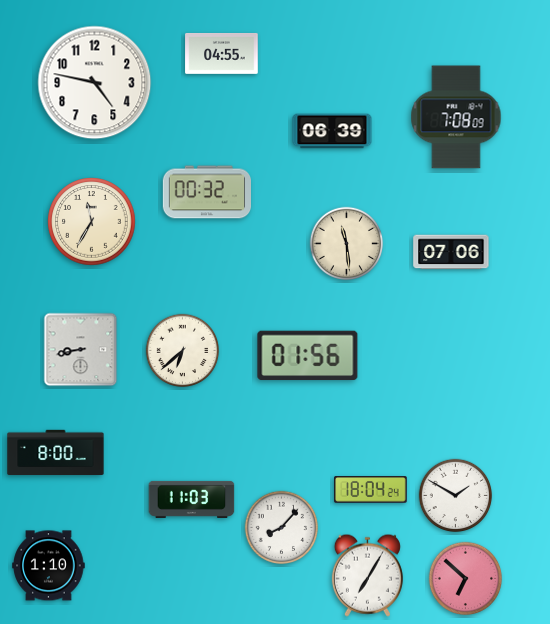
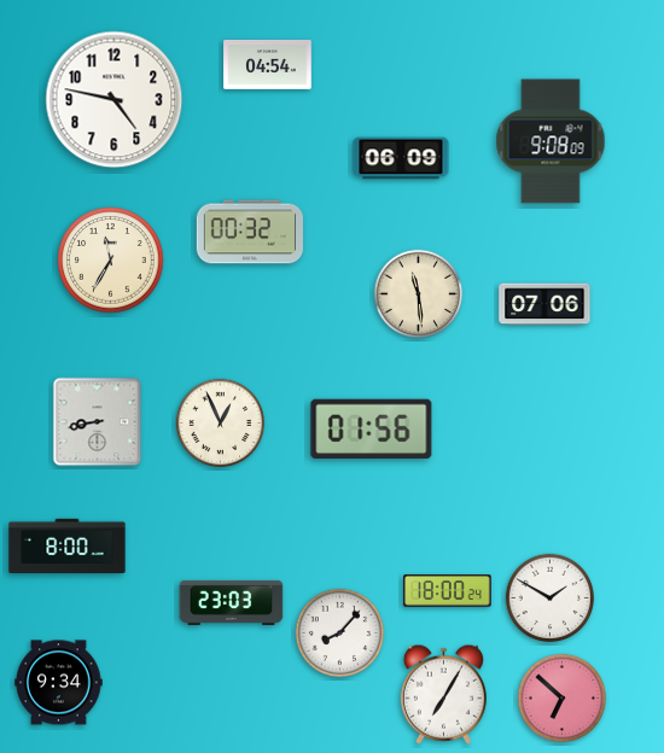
clock at (222, 53): 04:55 -> 04:54
clock at (456, 117): 7:08 -> 9:08
clock at (332, 131): 06:39 -> 06:09
clock at (92, 222) position: (92, 222) -> (111, 261)
clock at (183, 351): 6:38 -> 12:56
clock at (371, 490): 18:04 -> 18:00
clock at (192, 499): 11:03 -> 23:03
clock at (282, 528) position: (282, 528) -> (340, 634)
clock at (49, 566): 1:10 -> 9:34
